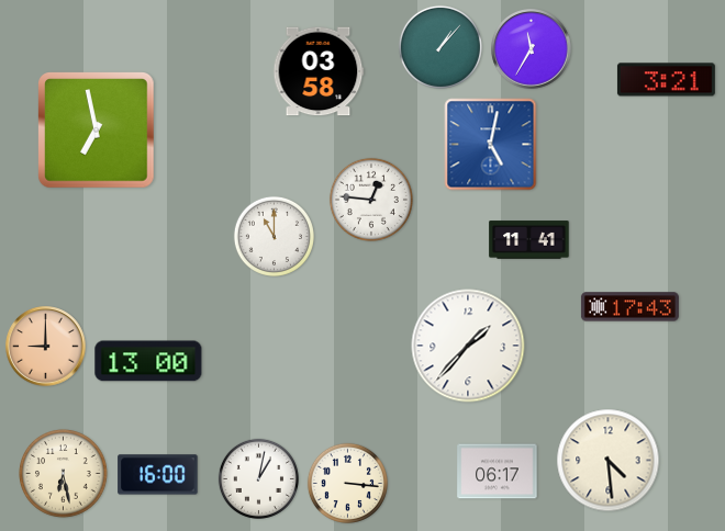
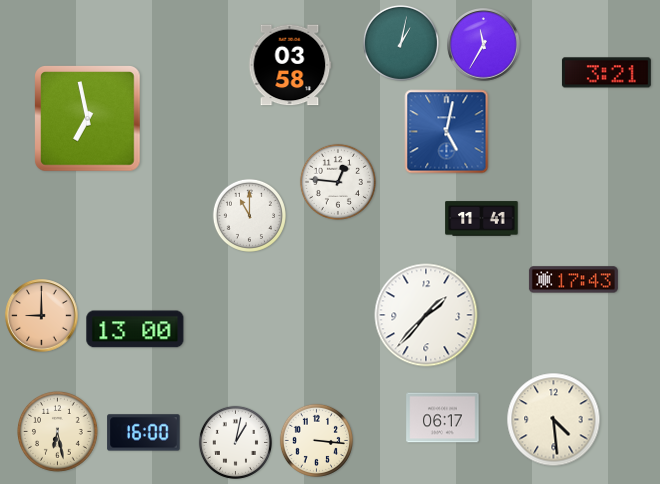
clock at (440, 47): 1:07 -> 1:02
clock at (498, 472) position: (498, 472) -> (443, 418)
clock at (258, 478) position: (258, 478) -> (235, 442)
